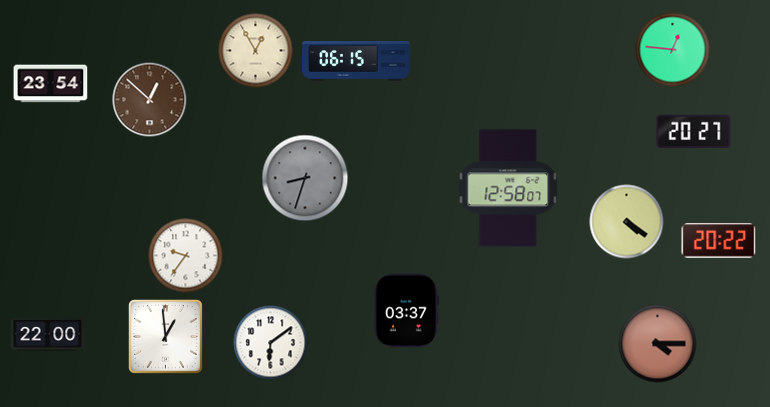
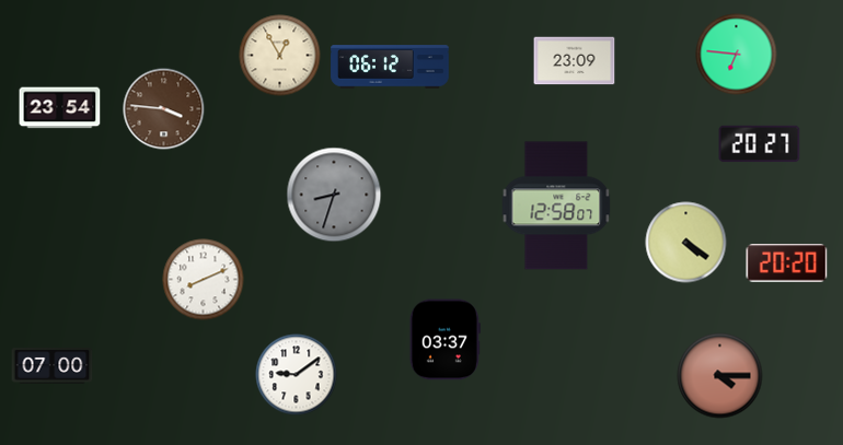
clock at (673, 50): 12:46 -> 6:46
clock at (575, 61): none -> 23:09
clock at (356, 61): 06:15 -> 06:12
clock at (51, 84) position: (51, 84) -> (60, 108)
clock at (150, 100): 12:52 -> 3:46
clock at (719, 241): 20:22 -> 20:20
clock at (186, 256): 9:36 -> 8:11
clock at (48, 335): 22:00 -> 07:00
clock at (165, 336): 12:59 -> none
clock at (271, 343): 6:09 -> 9:09
